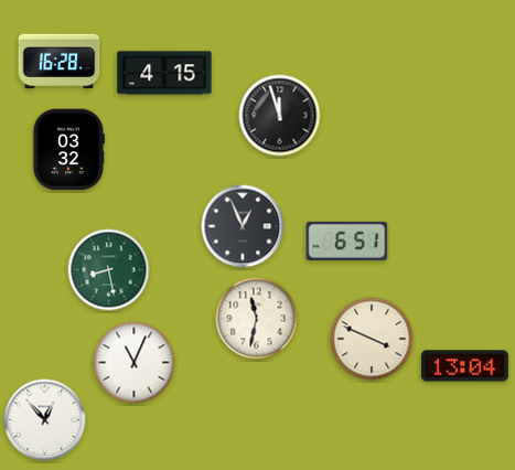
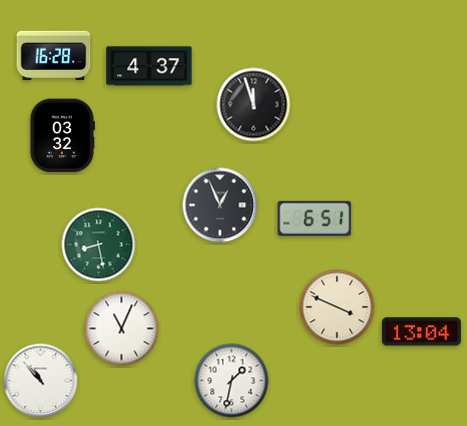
clock at (164, 73): 4:15 -> 4:37
clock at (257, 319): 11:32 -> none
clock at (45, 420): 12:53 -> 10:53
clock at (232, 381): none -> 1:32
